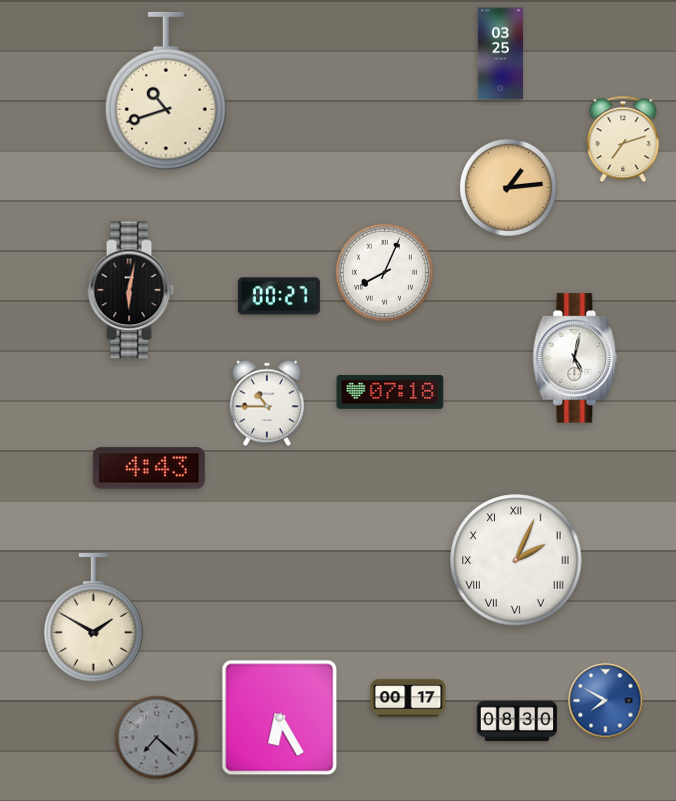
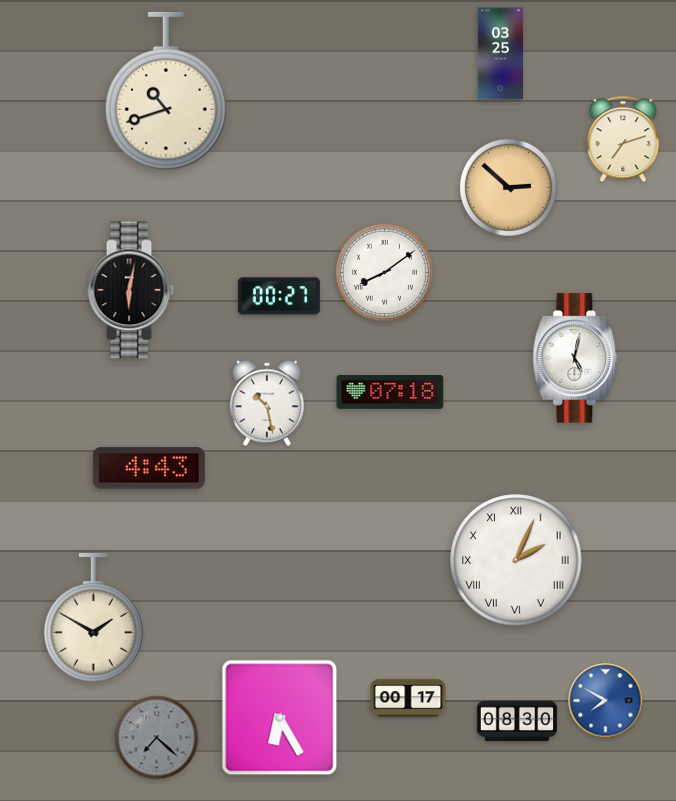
clock at (508, 187): 1:14 -> 2:52
clock at (384, 272): 8:04 -> 8:09
clock at (267, 403): 10:45 -> 10:28
